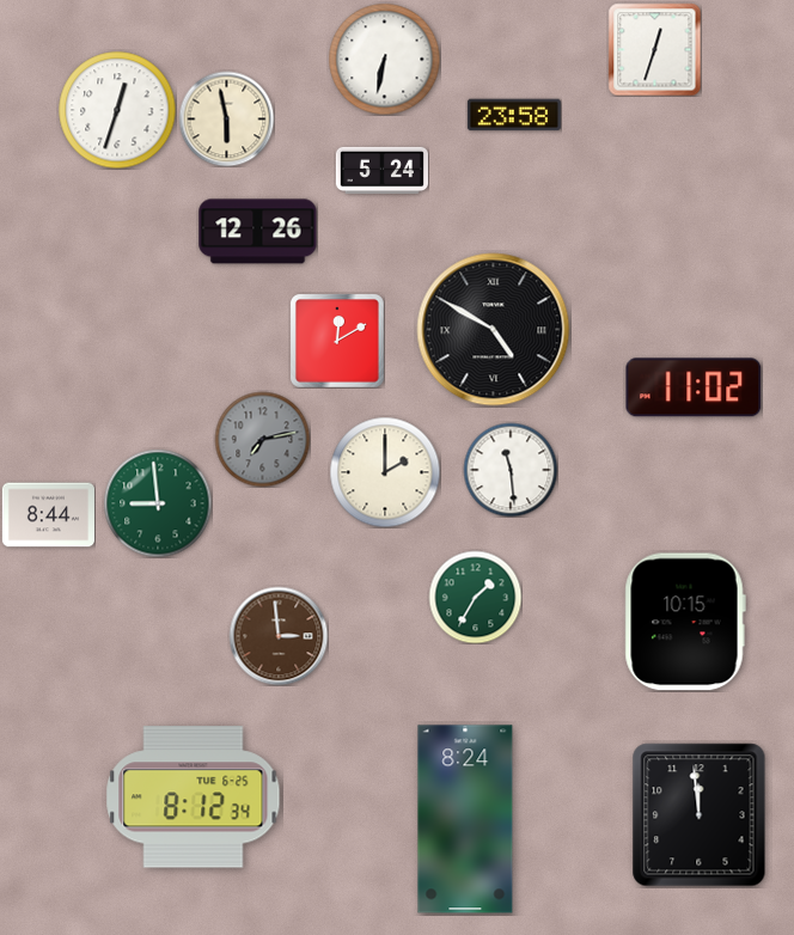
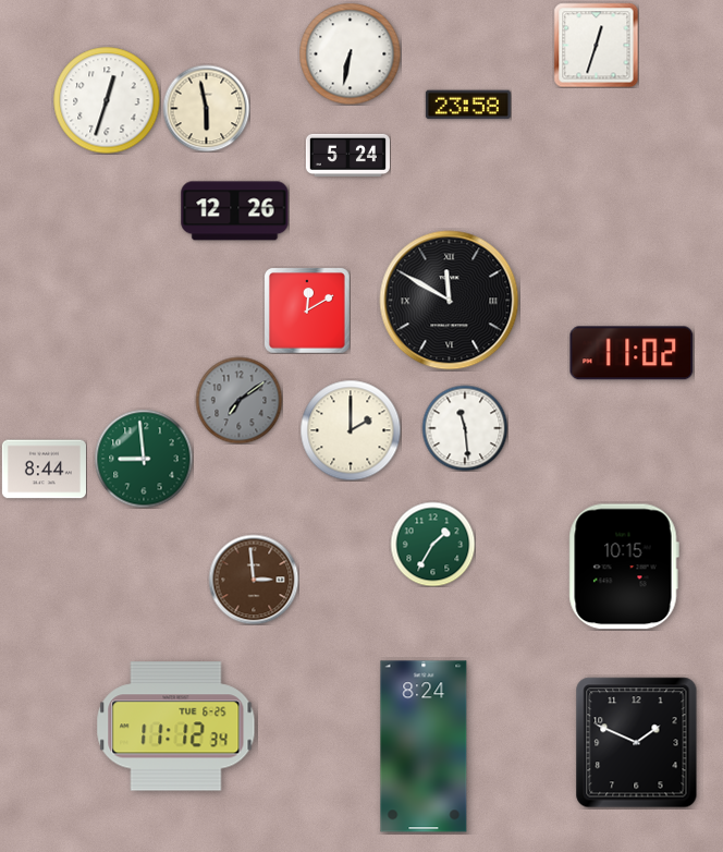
clock at (494, 330): 4:50 -> 11:50
clock at (262, 439): 7:13 -> 7:09
clock at (194, 797): 8:12 -> 11:12
clock at (700, 815): 11:59 -> 1:49
